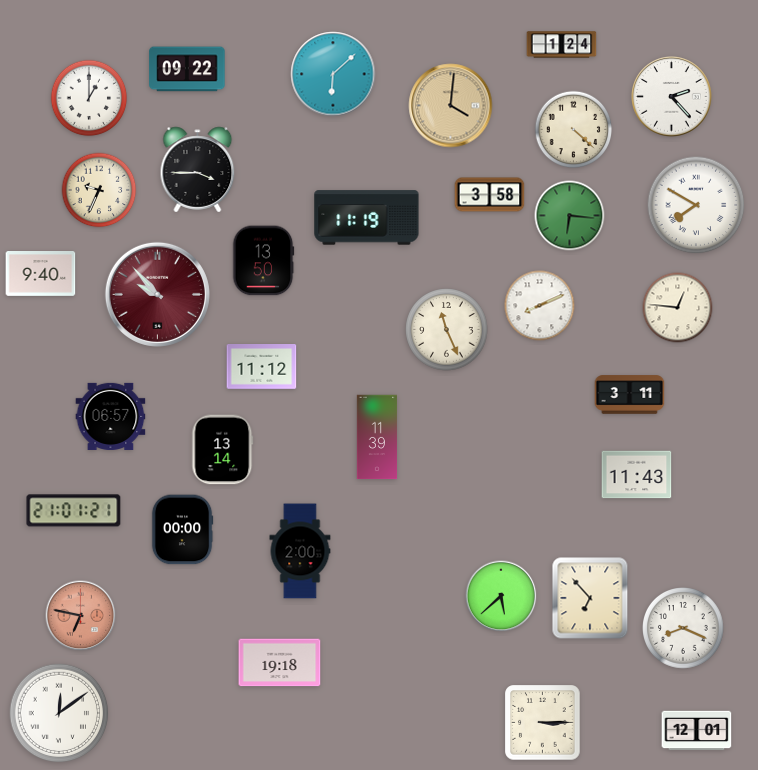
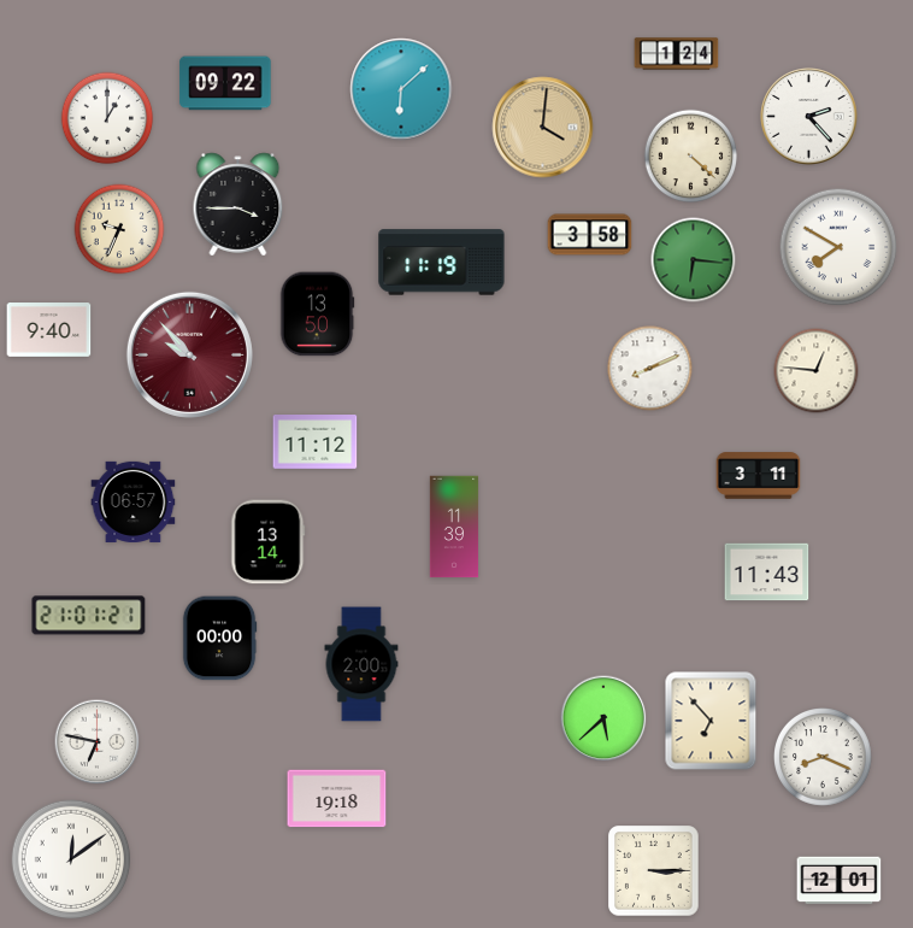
clock at (570, 216) position: (570, 216) -> (694, 260)
clock at (447, 330): 11:26 -> none
clock at (81, 616) dial: salmon -> white
